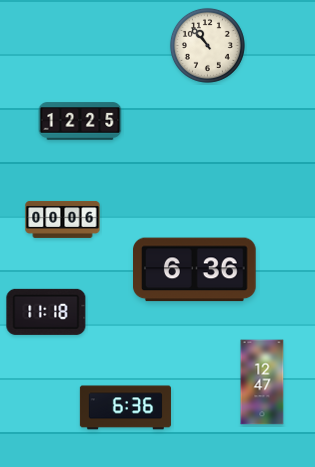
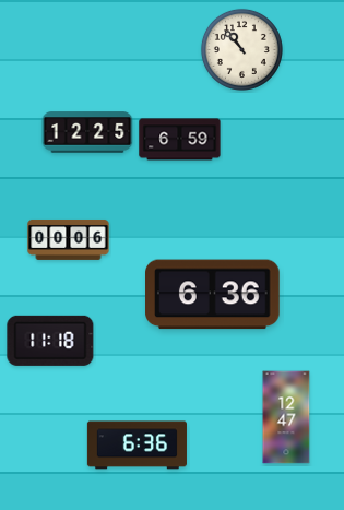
clock at (207, 45) position: (207, 45) -> (241, 49)
clock at (180, 140): none -> 6:59
